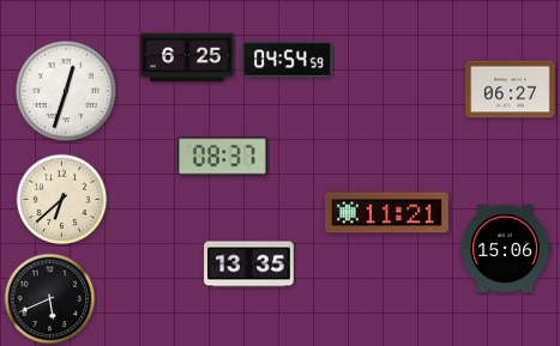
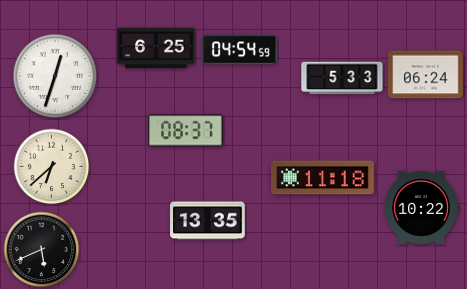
clock at (511, 90): 06:27 -> 06:24
clock at (342, 78): none -> 5:33
clock at (387, 213): 11:21 -> 11:18
clock at (505, 248): 15:06 -> 10:22
